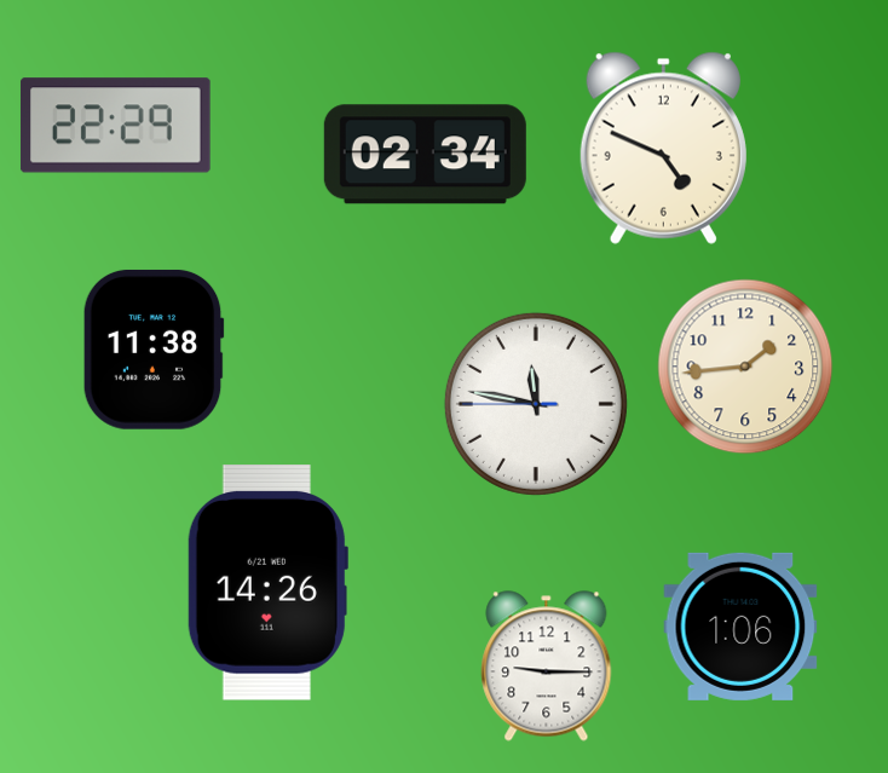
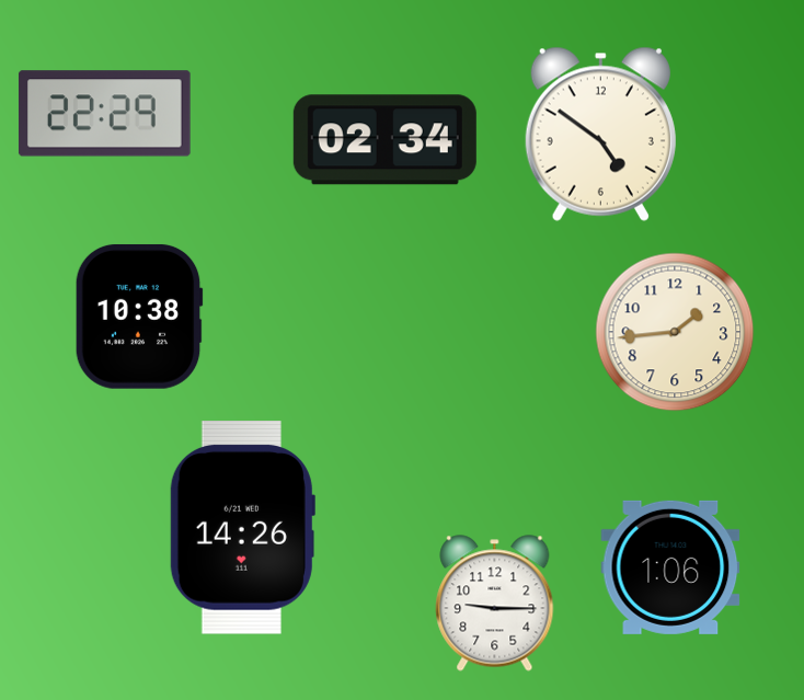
clock at (663, 148): 4:49 -> 4:51
clock at (154, 350): 11:38 -> 10:38
clock at (536, 404): 11:46 -> none
